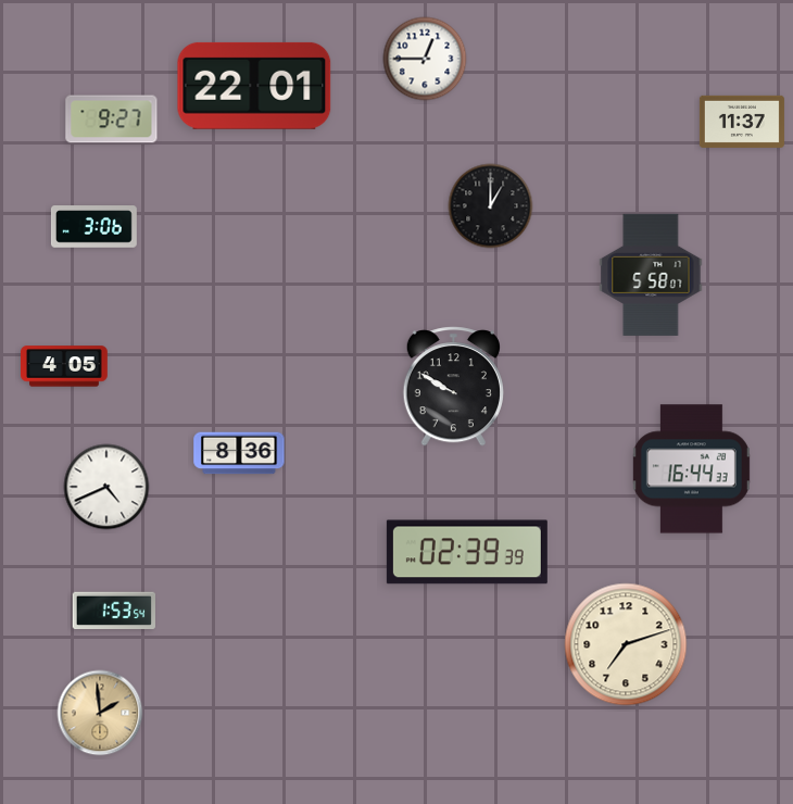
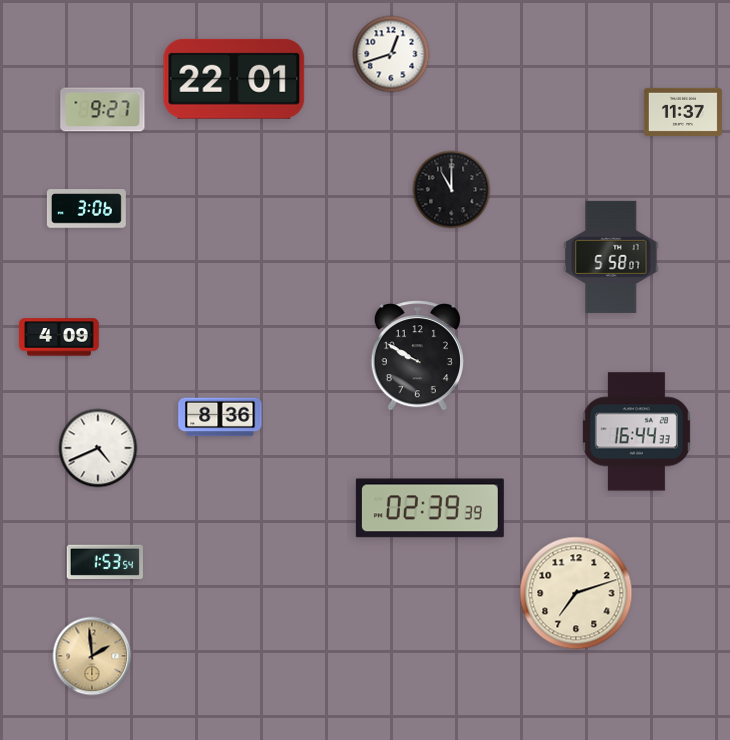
clock at (425, 59): 12:45 -> 12:42
clock at (491, 206): 1:00 -> 11:00
clock at (651, 275) position: (651, 275) -> (611, 257)
clock at (64, 366): 4:05 -> 4:09
